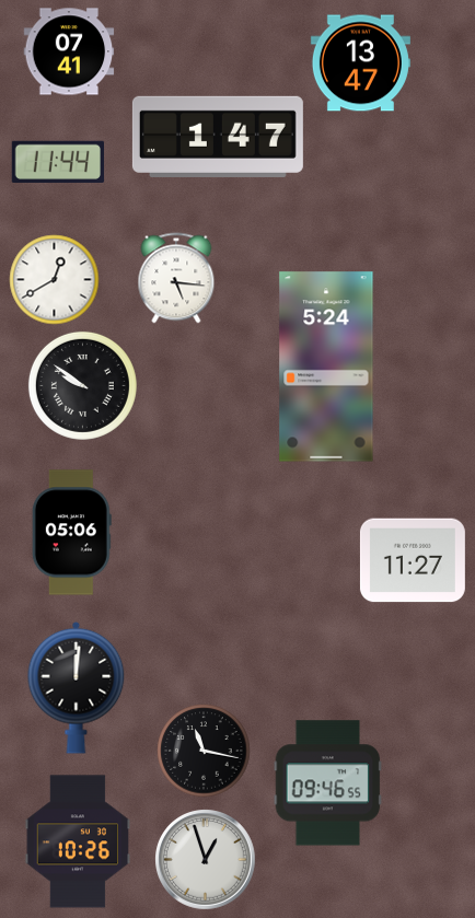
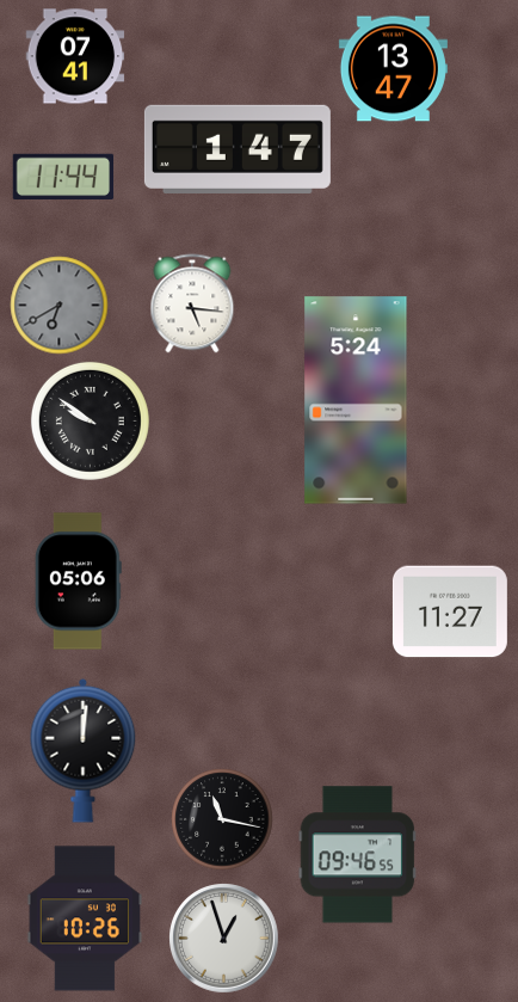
clock at (54, 279): 12:40 -> 6:40
clock at (54, 279) dial: white -> grey
